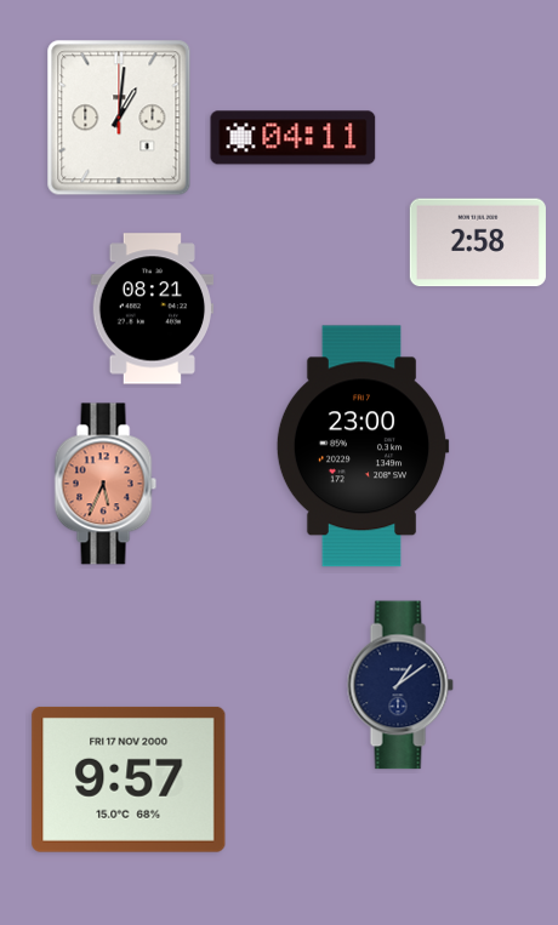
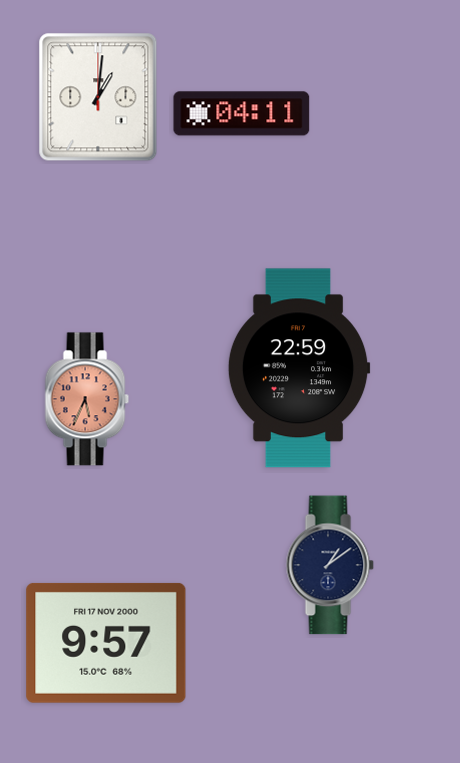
clock at (478, 242): 2:58 -> none
clock at (153, 309): 08:21 -> none
clock at (363, 446): 23:00 -> 22:59
